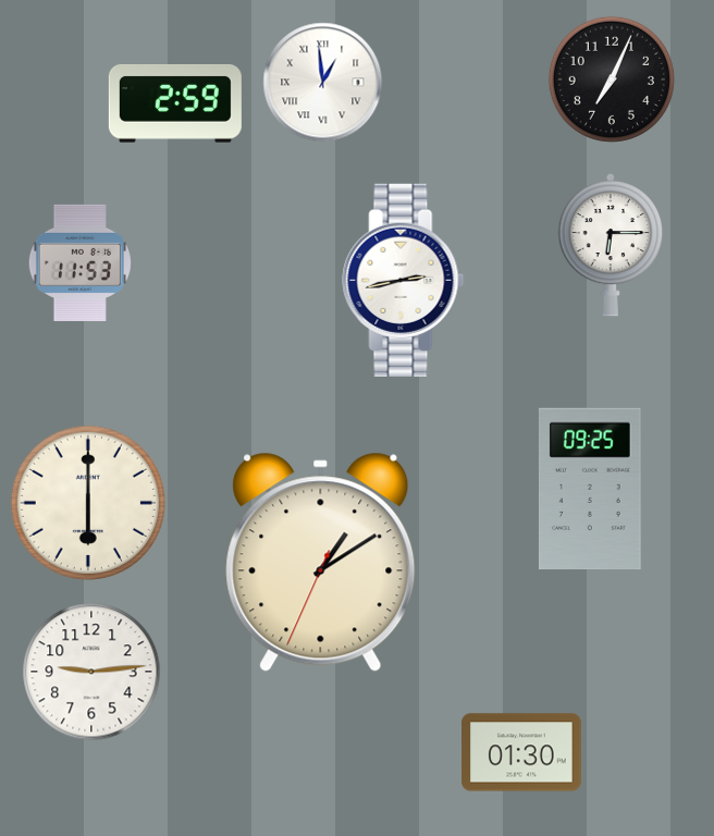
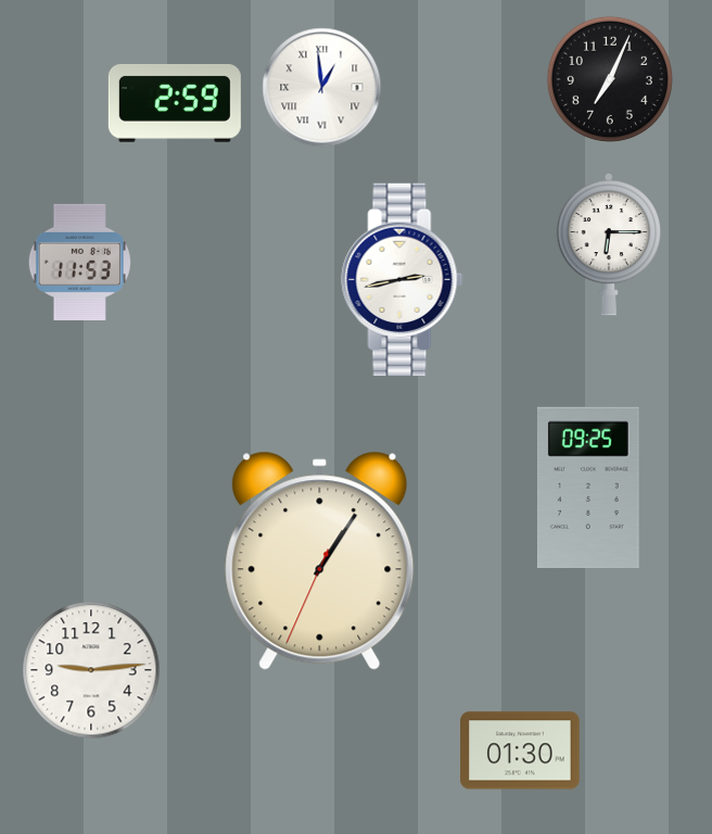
clock at (323, 83) position: (323, 83) -> (322, 88)
clock at (88, 503): 6:00 -> none
clock at (321, 562): 1:09 -> 1:05
